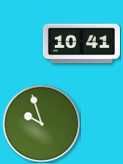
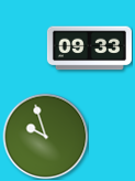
clock at (81, 44): 10:41 -> 09:33
